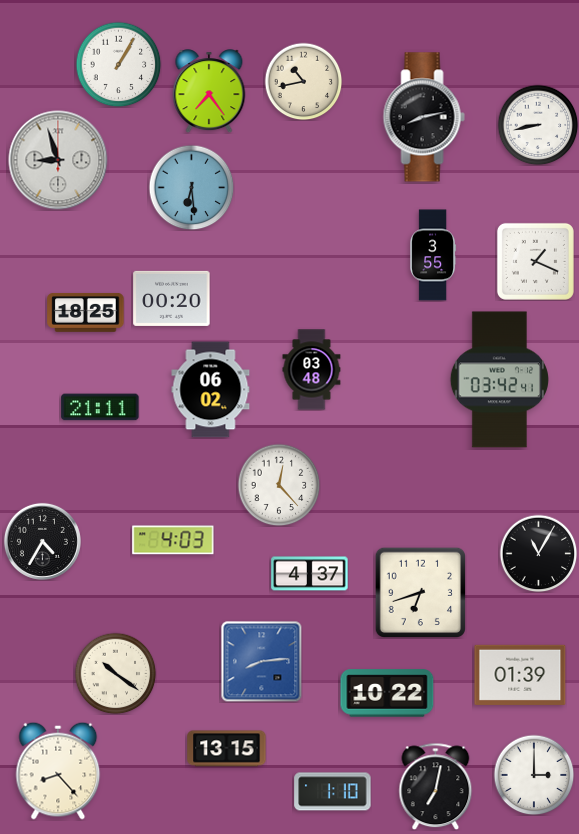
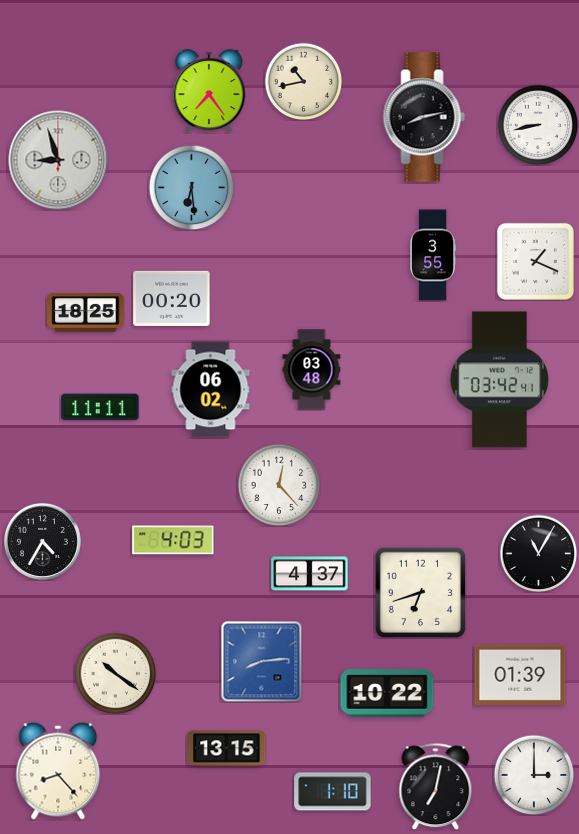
clock at (118, 64): 1:05 -> none
clock at (100, 407): 21:11 -> 11:11
